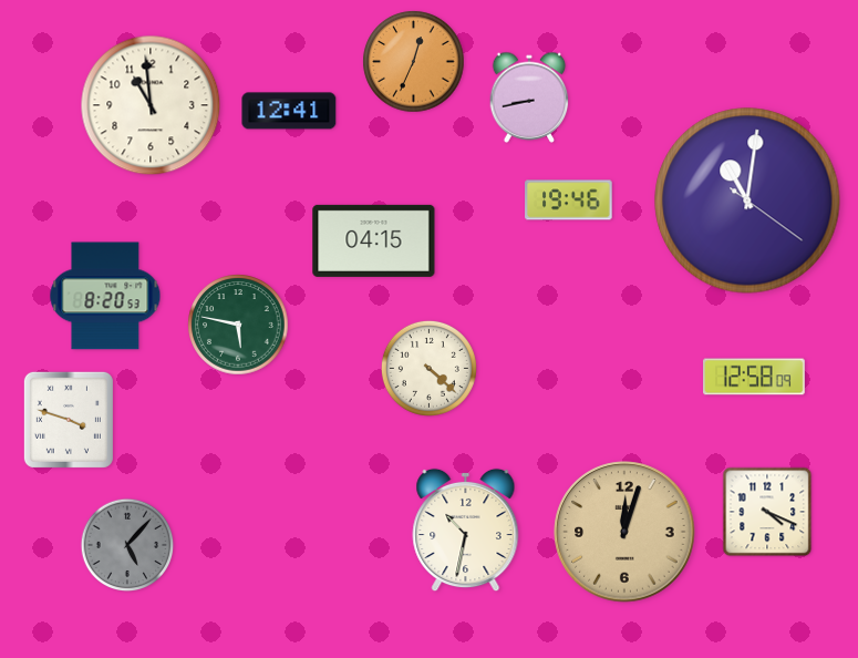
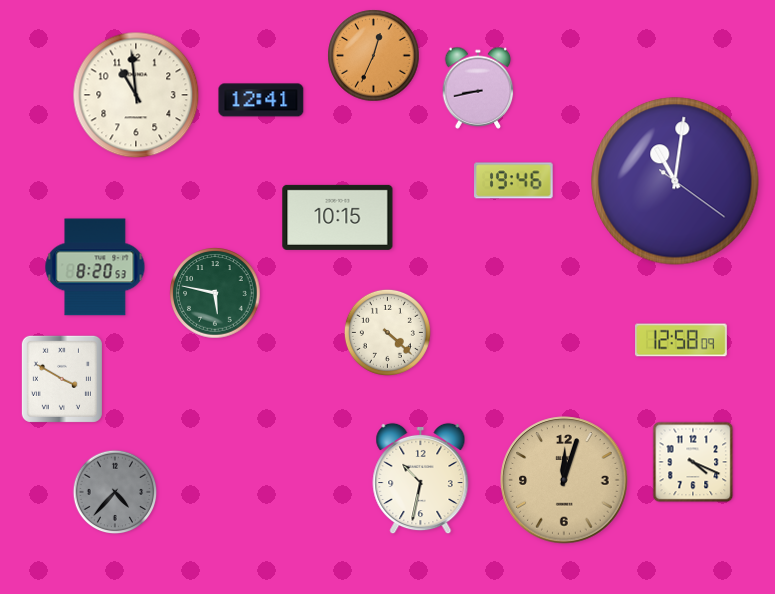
clock at (374, 240): 04:15 -> 10:15
clock at (69, 420): 3:48 -> 3:50
clock at (127, 545): 5:07 -> 4:37
